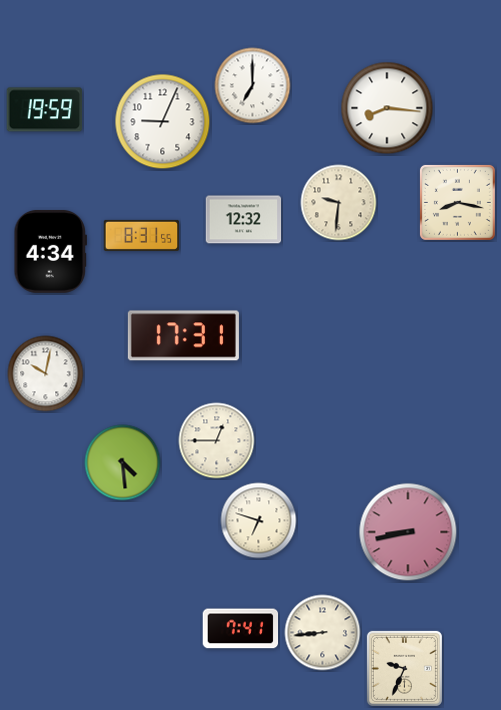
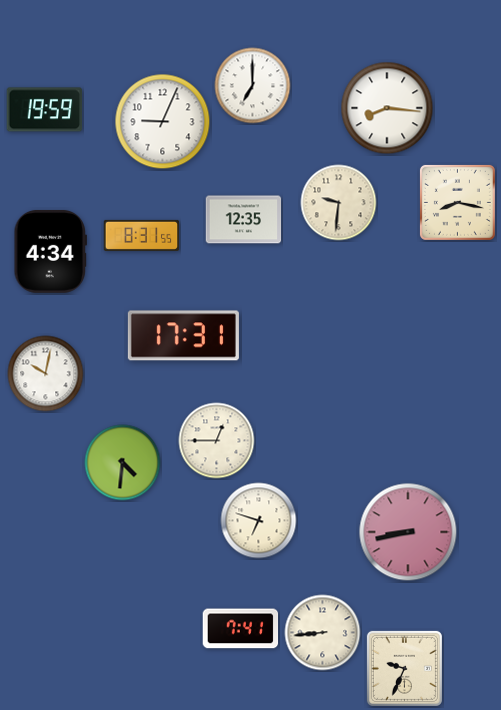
clock at (244, 220): 12:32 -> 12:35
clock at (123, 463): 4:29 -> 4:31
